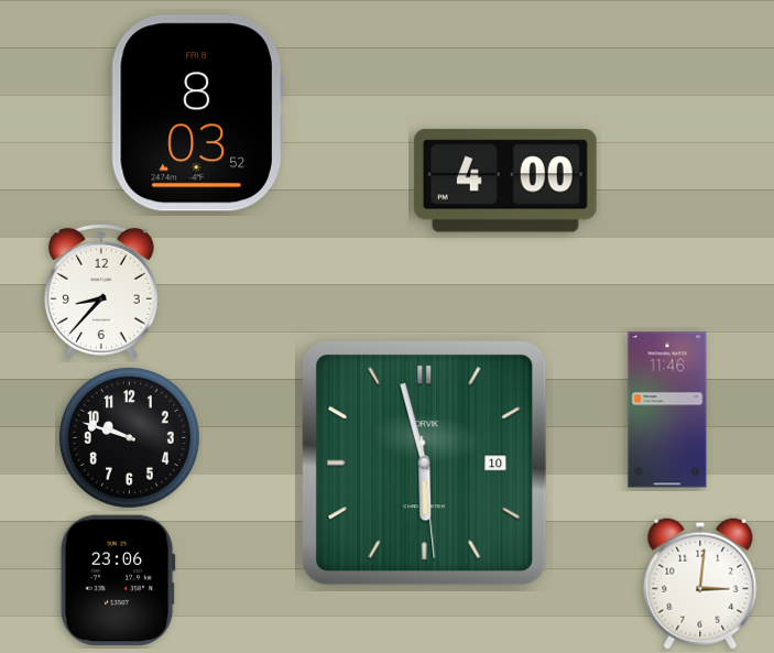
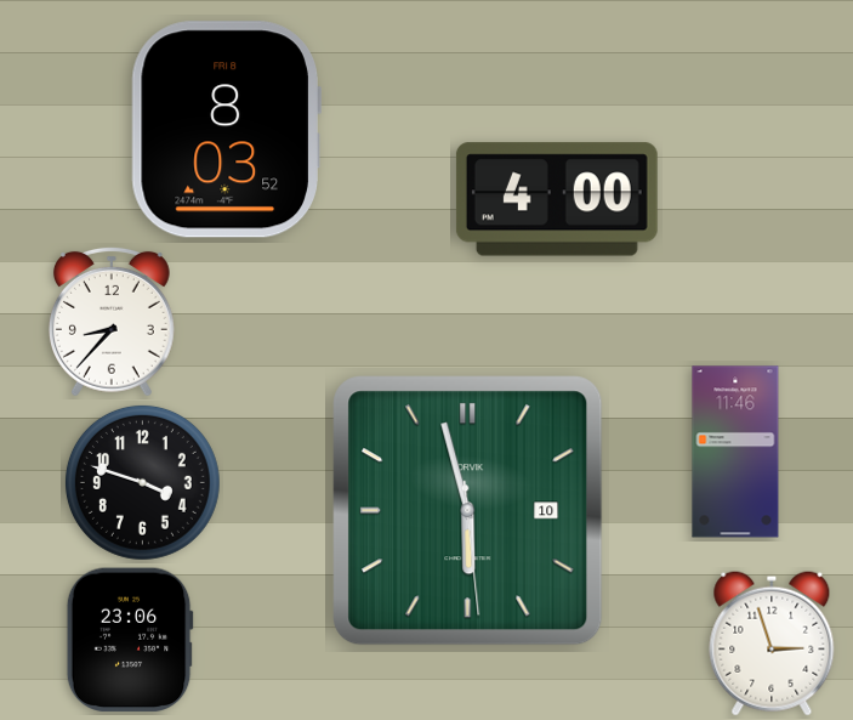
clock at (197, 113) position: (197, 113) -> (226, 130)
clock at (129, 437): 9:48 -> 3:48
clock at (700, 584): 3:01 -> 2:57
